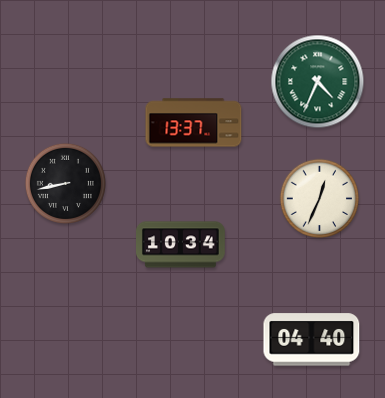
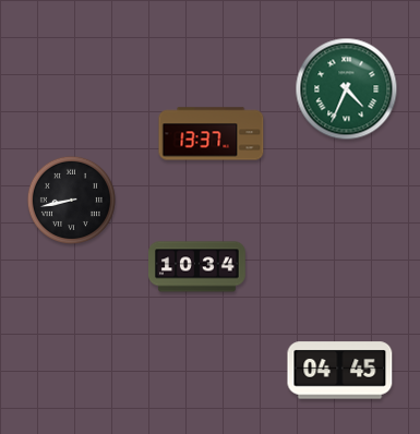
clock at (320, 199): 12:34 -> none
clock at (312, 340): 04:40 -> 04:45
